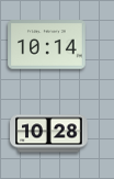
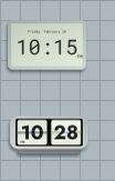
clock at (47, 45): 10:14 -> 10:15
